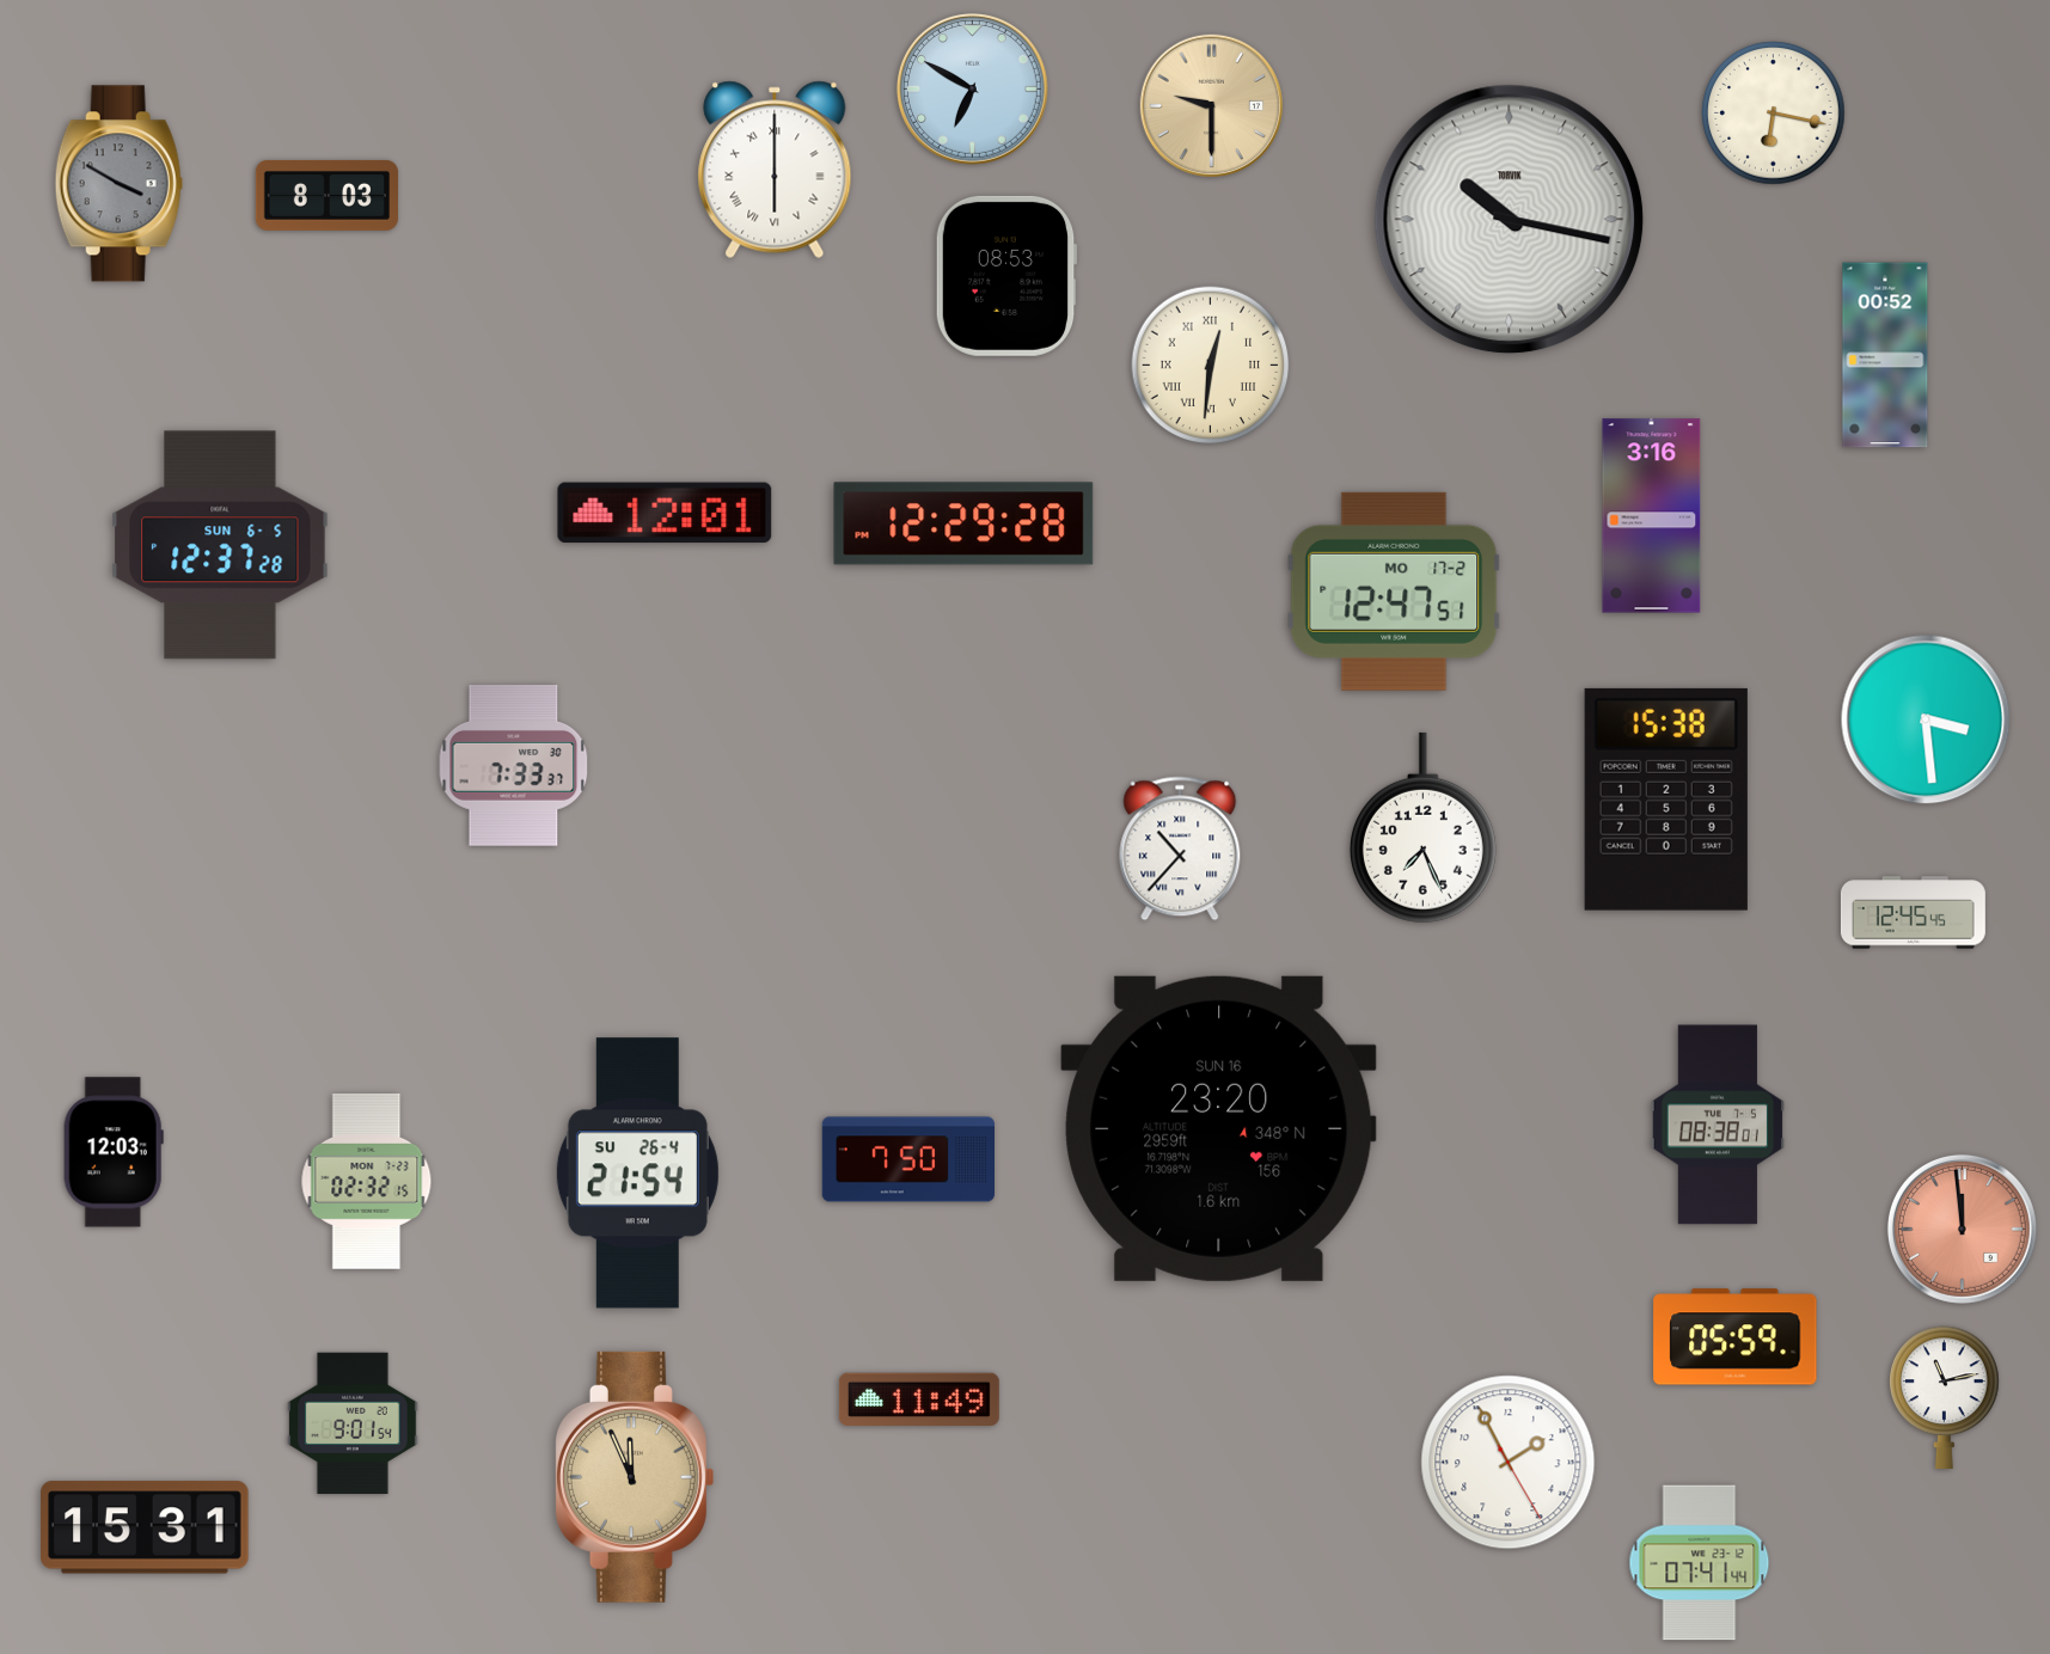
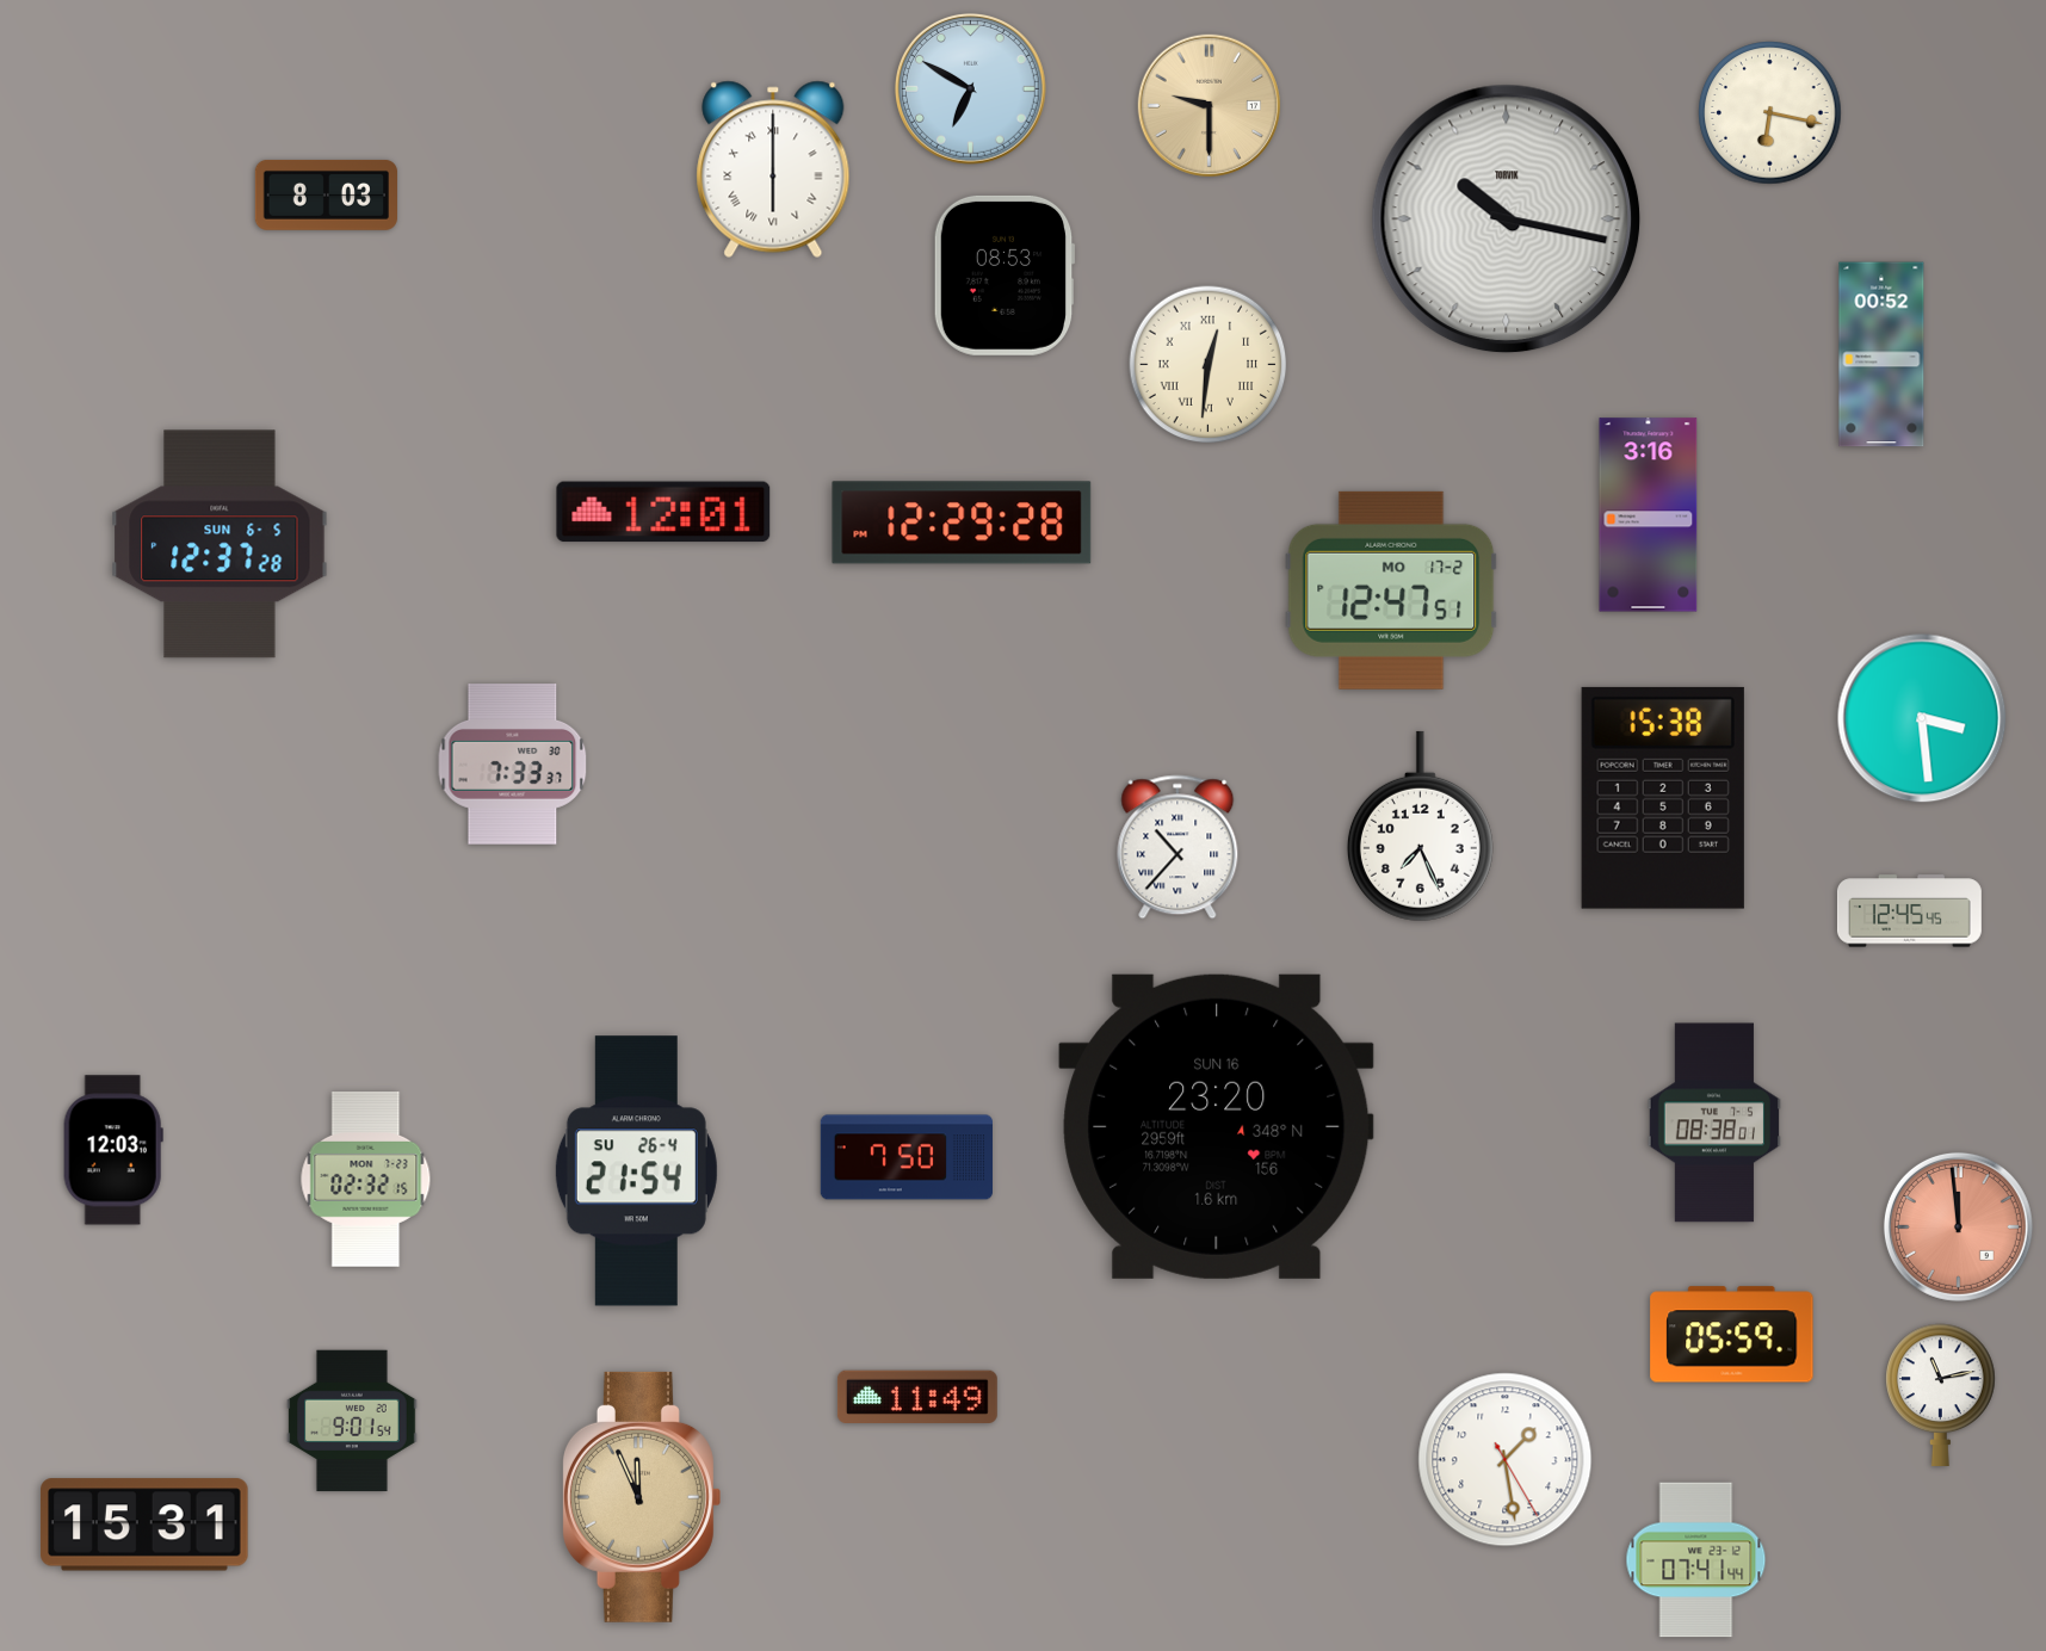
clock at (118, 184): 3:50 -> none
clock at (1509, 1463): 1:55 -> 1:28
clock at (634, 1477) position: (634, 1477) -> (641, 1497)
